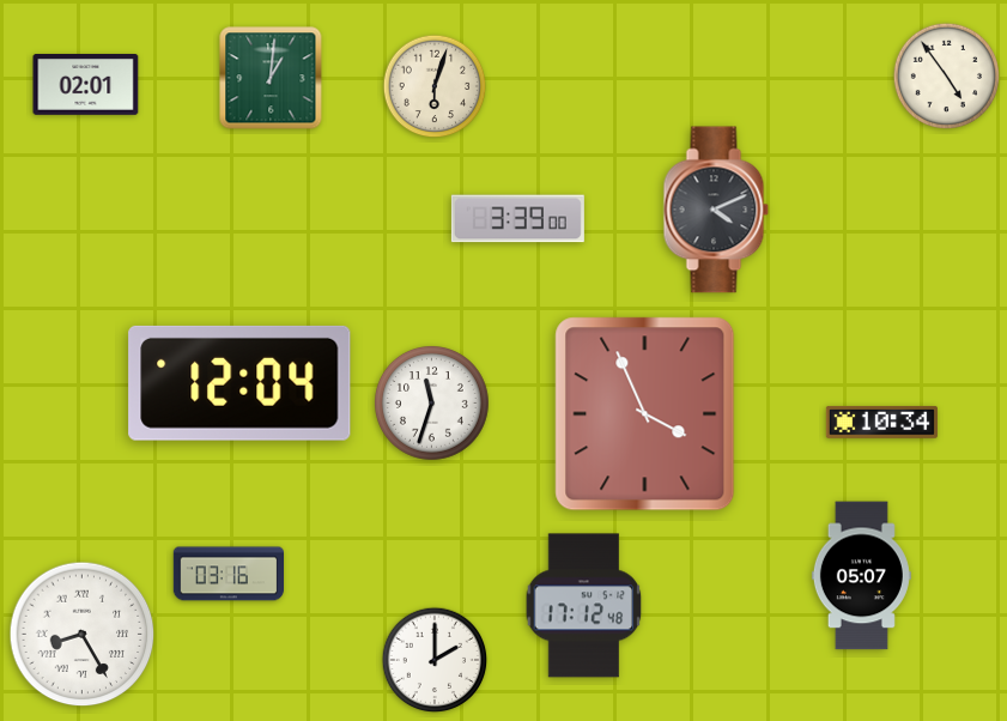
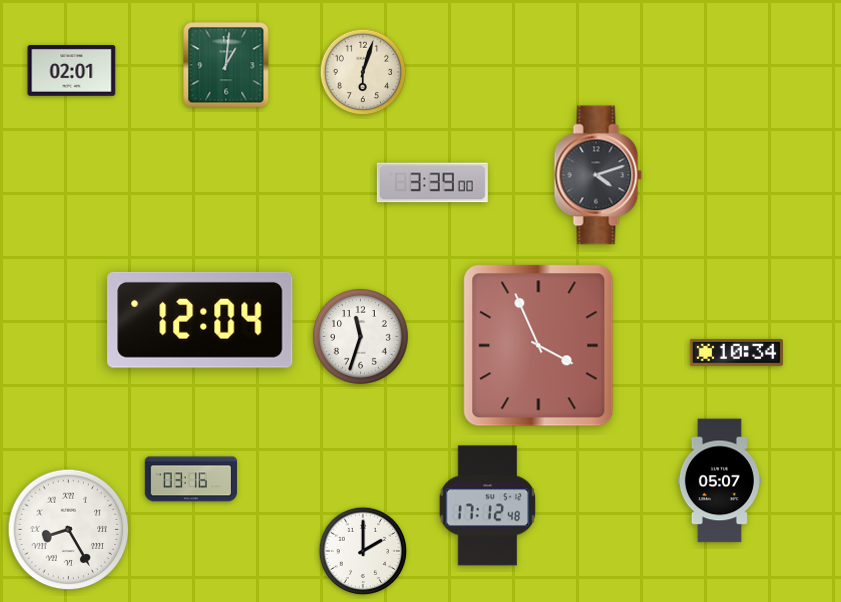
clock at (946, 75): 4:54 -> none
clock at (716, 210): 4:11 -> 4:12
